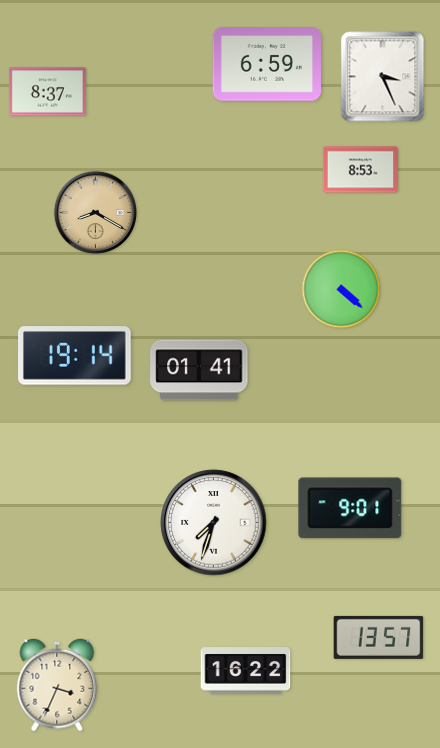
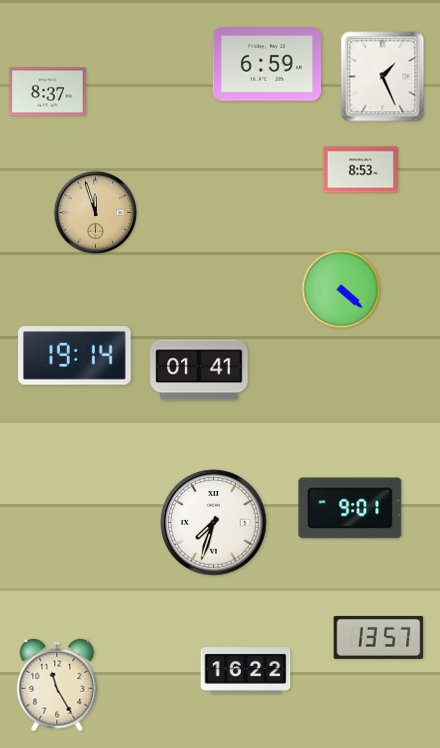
clock at (383, 77): 3:26 -> 1:26
clock at (96, 213): 8:20 -> 11:57
clock at (57, 685): 3:34 -> 11:25
